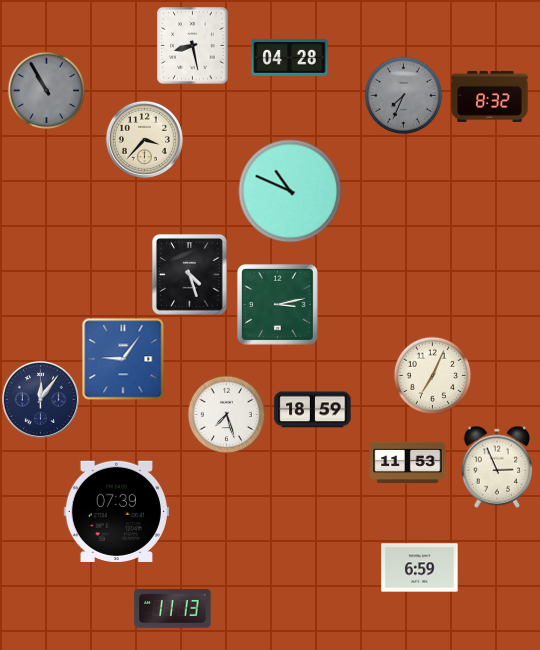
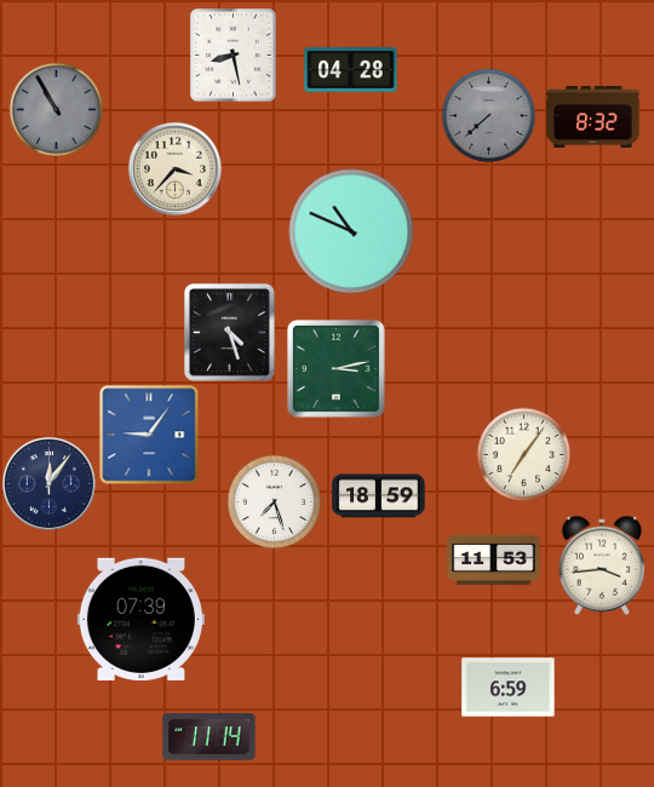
clock at (403, 95): 7:34 -> 7:38
clock at (432, 375): 7:04 -> 7:06
clock at (497, 467): 2:56 -> 3:44
clock at (173, 609): 11:13 -> 11:14
